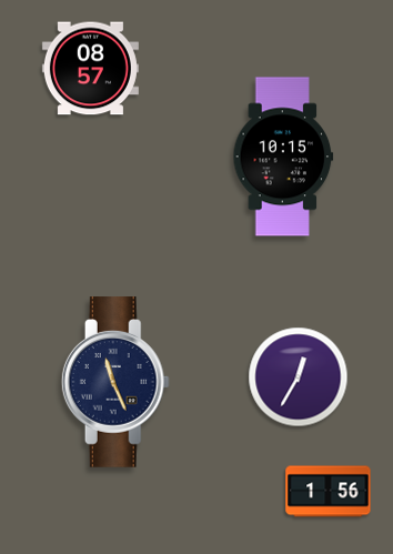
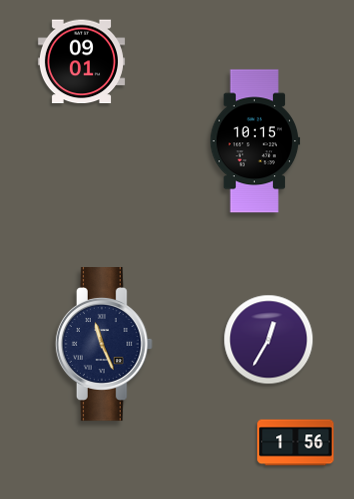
clock at (90, 69): 08:57 -> 09:01
